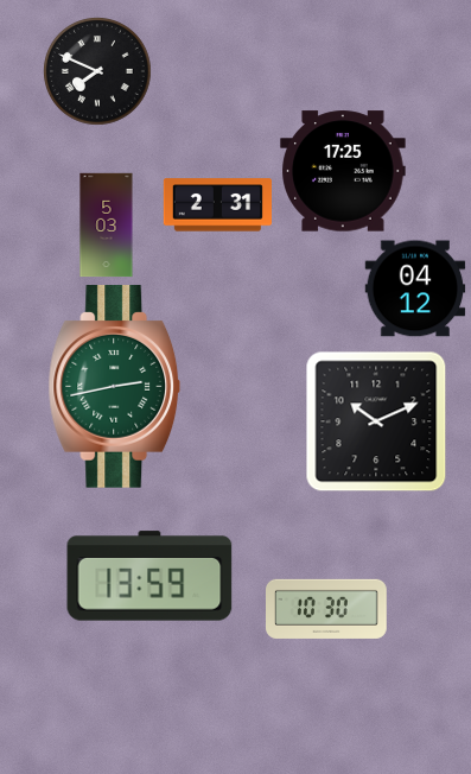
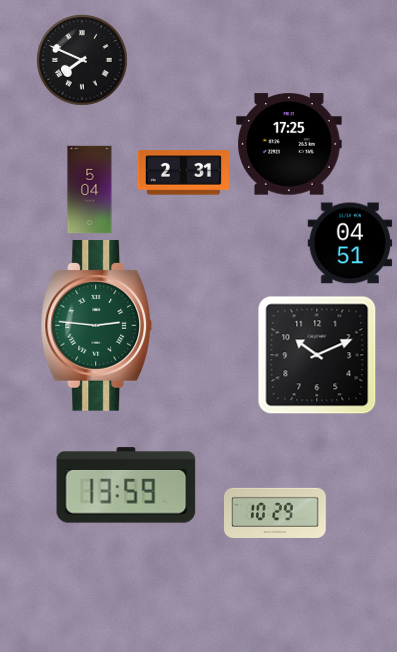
clock at (107, 224): 5:03 -> 5:04
clock at (415, 288): 04:12 -> 04:51
clock at (115, 387): 2:43 -> 2:46
clock at (327, 609): 10:30 -> 10:29
